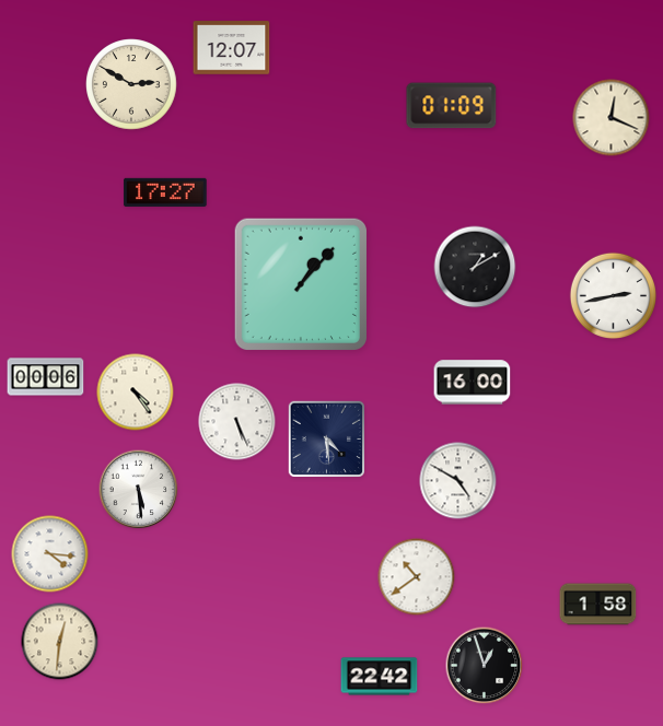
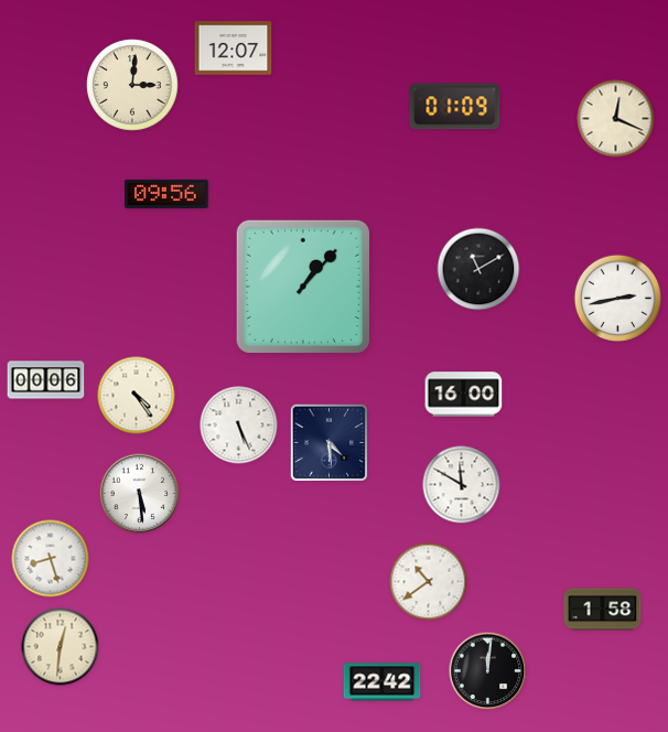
clock at (131, 84): 2:50 -> 3:01
clock at (165, 192): 17:27 -> 09:56
clock at (475, 267): 1:10 -> 11:10
clock at (473, 383) position: (473, 383) -> (464, 395)
clock at (458, 481): 4:50 -> 11:50
clock at (50, 554): 4:16 -> 8:27
clock at (417, 577) position: (417, 577) -> (429, 582)
clock at (485, 666): 12:57 -> 12:01
